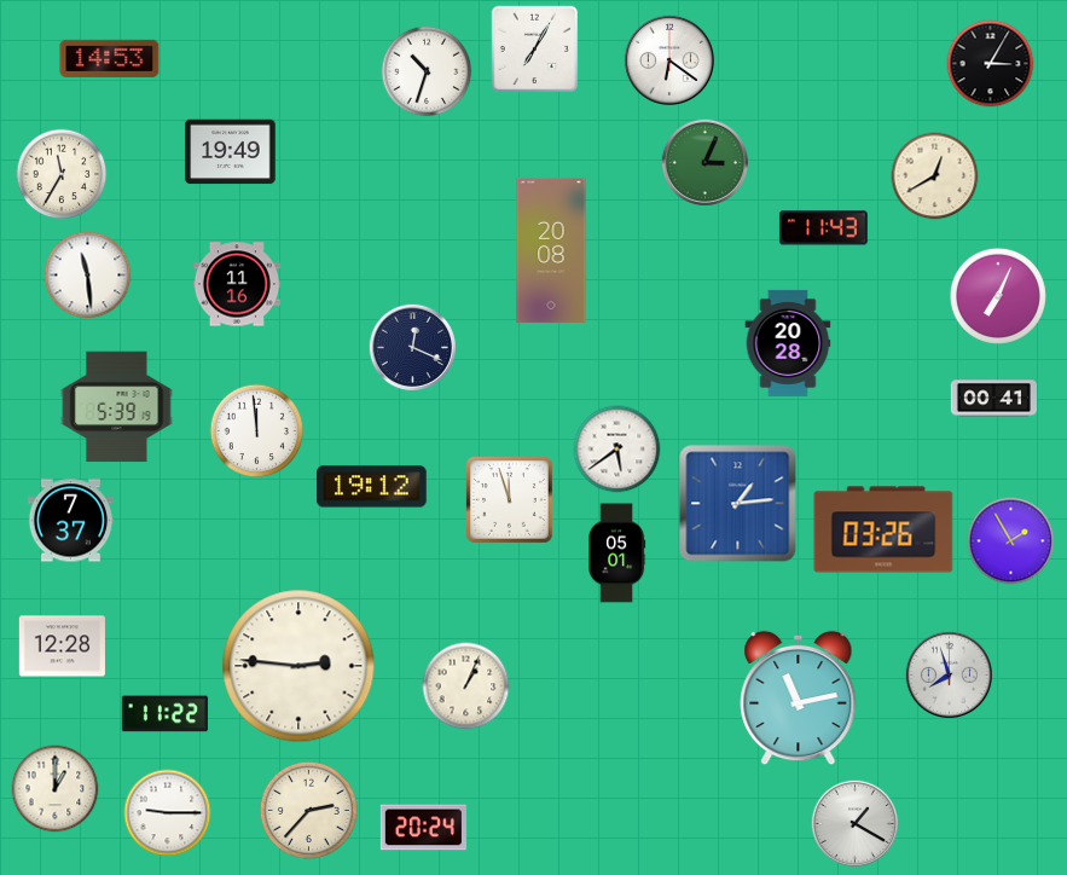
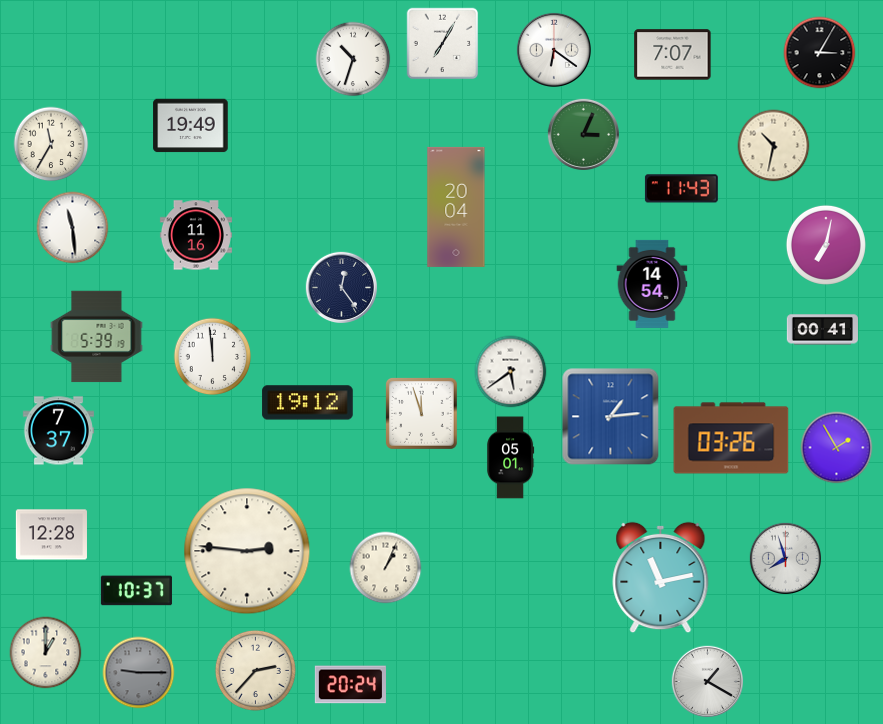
clock at (535, 50) position: (535, 50) -> (443, 44)
clock at (110, 58): 14:53 -> none
clock at (673, 55): none -> 7:07
clock at (935, 176): 12:40 -> 10:32
clock at (551, 250): 20:08 -> 20:04
clock at (998, 296): 7:04 -> 7:02
clock at (788, 343): 20:28 -> 14:54
clock at (412, 347): 12:19 -> 12:24
clock at (164, 714): 11:22 -> 10:37
clock at (168, 813) dial: white -> grey
